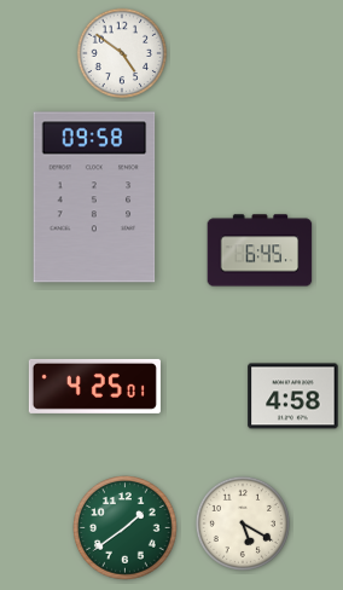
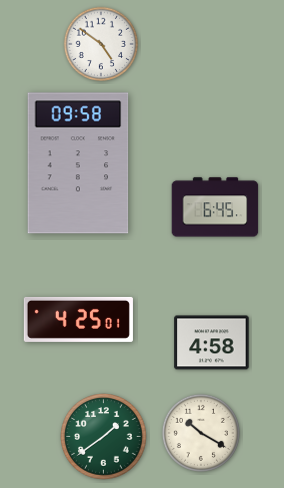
clock at (293, 397) position: (293, 397) -> (212, 343)
clock at (243, 524): 5:20 -> 10:20
